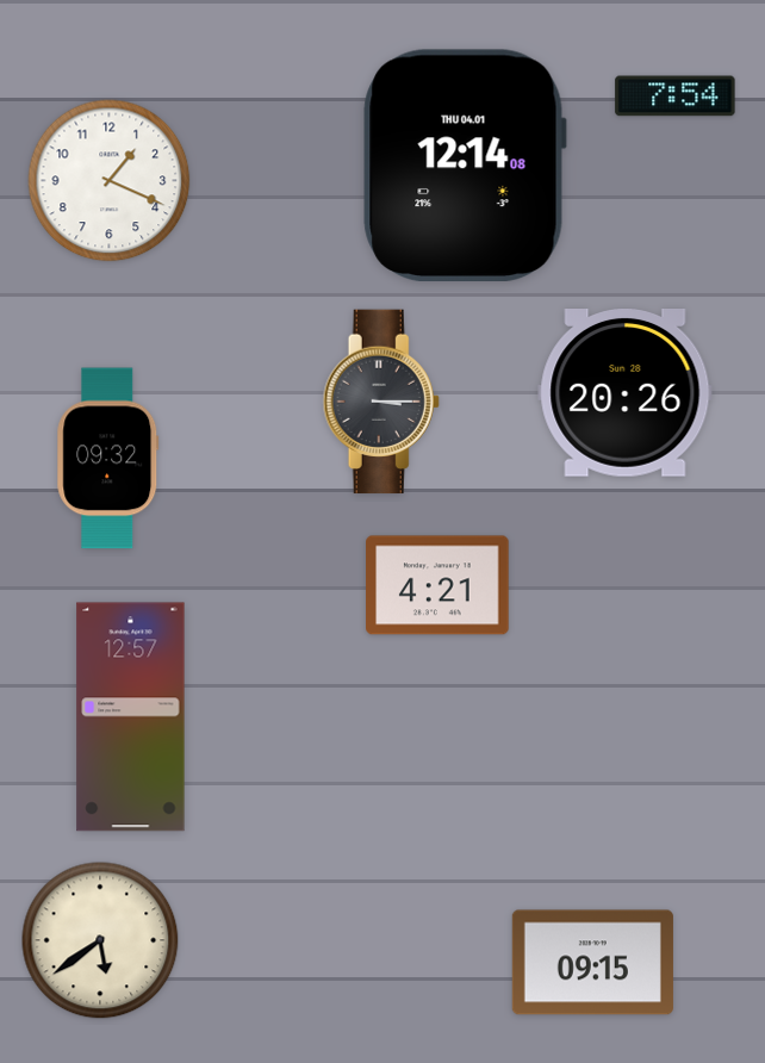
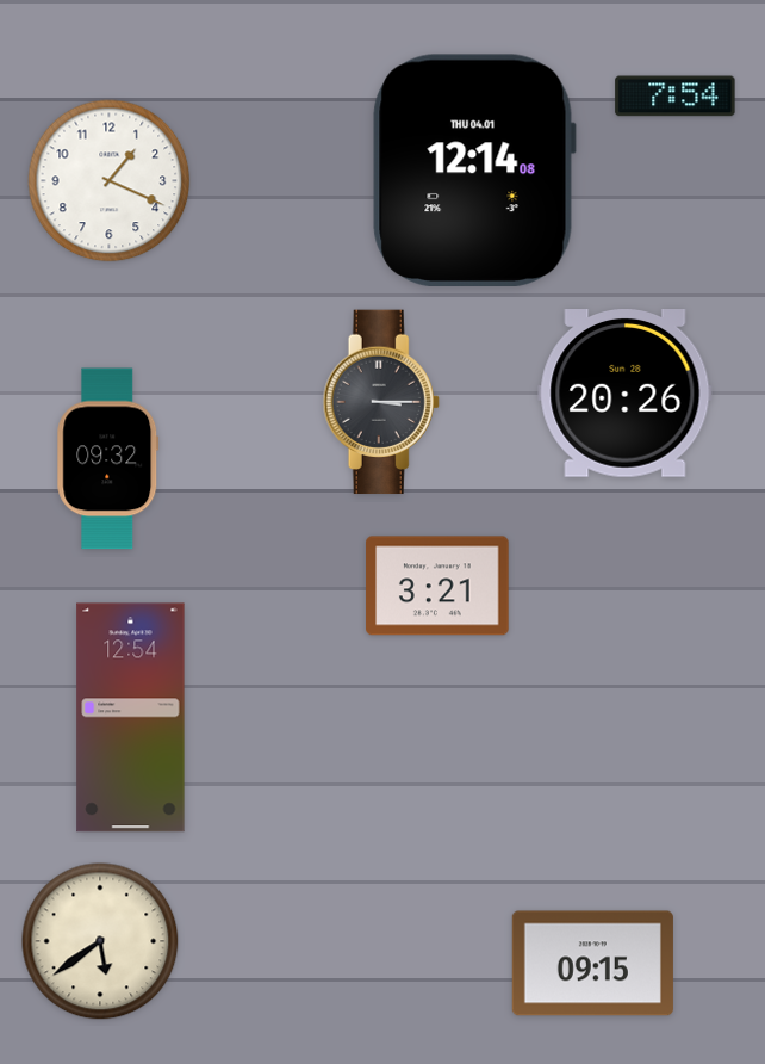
clock at (465, 164) position: (465, 164) -> (474, 169)
clock at (437, 585): 4:21 -> 3:21
clock at (131, 717): 12:57 -> 12:54
